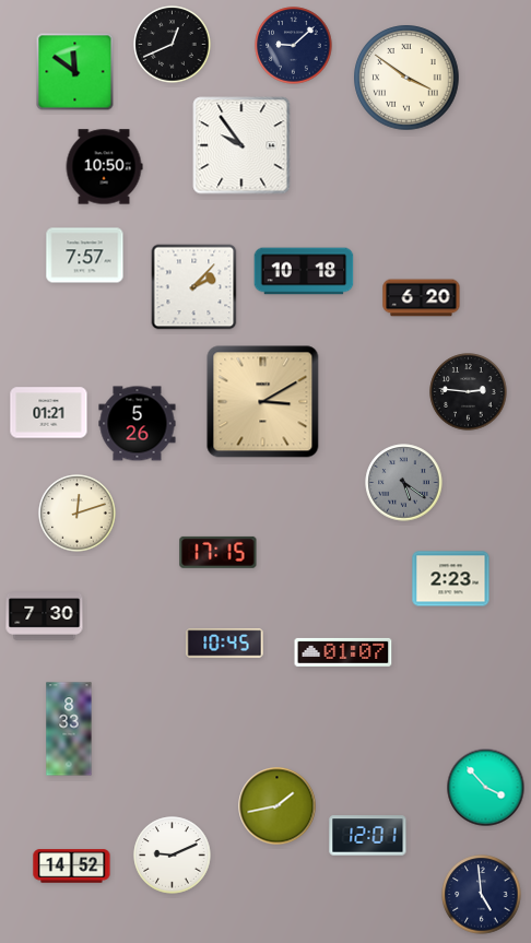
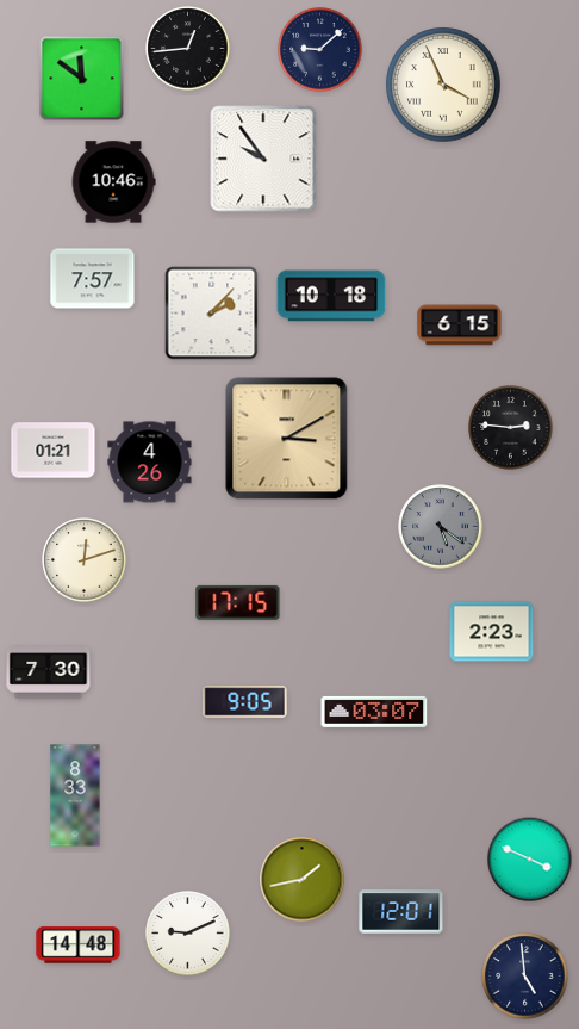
clock at (173, 45): 12:41 -> 12:44
clock at (406, 78): 3:51 -> 3:56
clock at (104, 167): 10:50 -> 10:46
clock at (422, 298): 6:20 -> 6:15
clock at (138, 424): 5:26 -> 4:26
clock at (225, 644): 10:45 -> 9:05
clock at (343, 652): 01:07 -> 03:07
clock at (486, 788): 3:53 -> 3:49
clock at (72, 867): 14:52 -> 14:48
